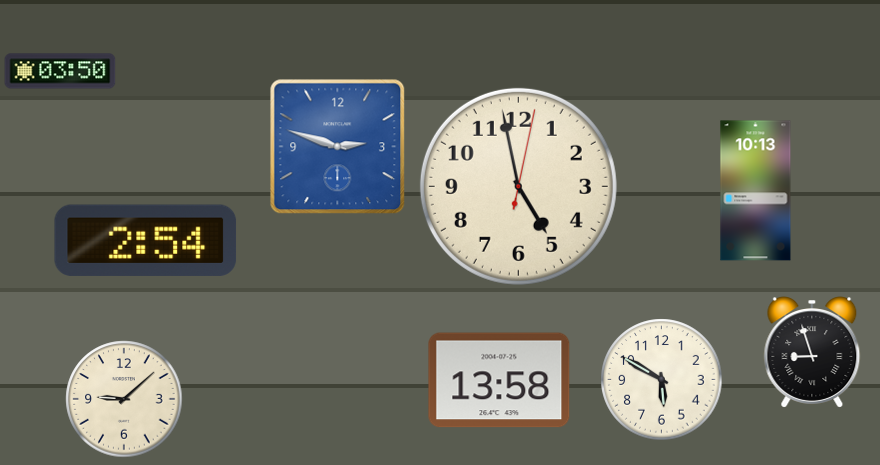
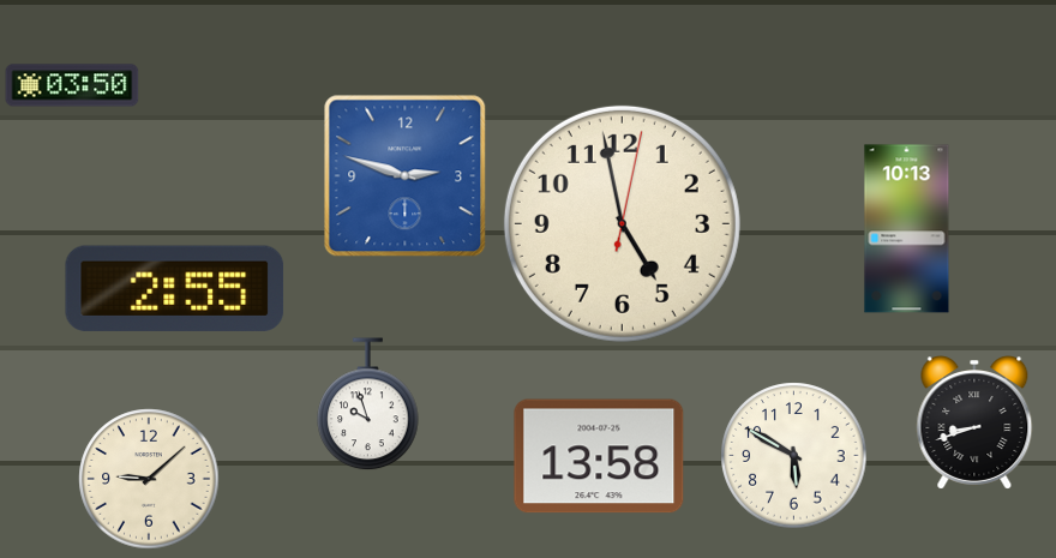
clock at (146, 240): 2:54 -> 2:55
clock at (368, 404): none -> 9:57
clock at (812, 352): 8:57 -> 8:42
